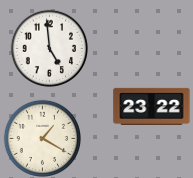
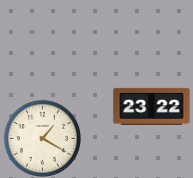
clock at (49, 48): 4:59 -> none
